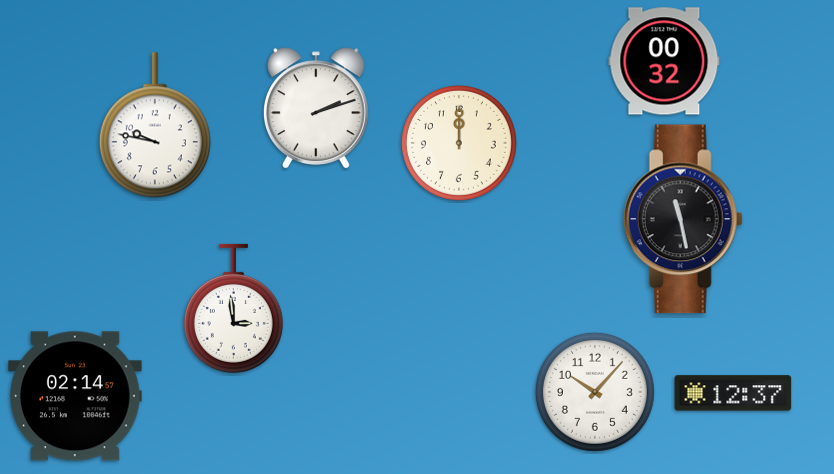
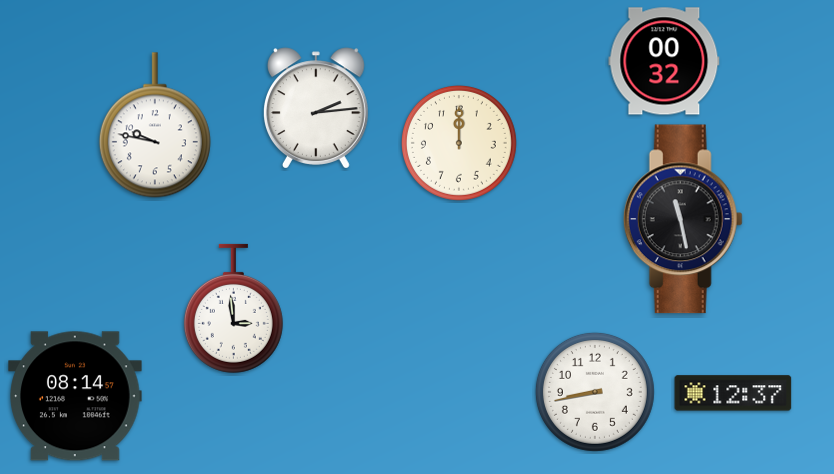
clock at (316, 108): 2:12 -> 2:14
clock at (595, 392): 10:07 -> 8:43
clock at (75, 396): 02:14 -> 08:14
